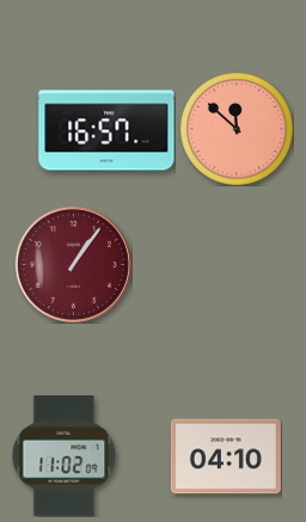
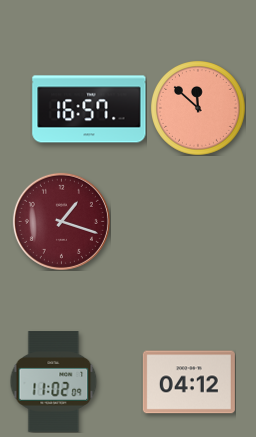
clock at (73, 264): 1:06 -> 1:18
clock at (226, 456): 04:10 -> 04:12
